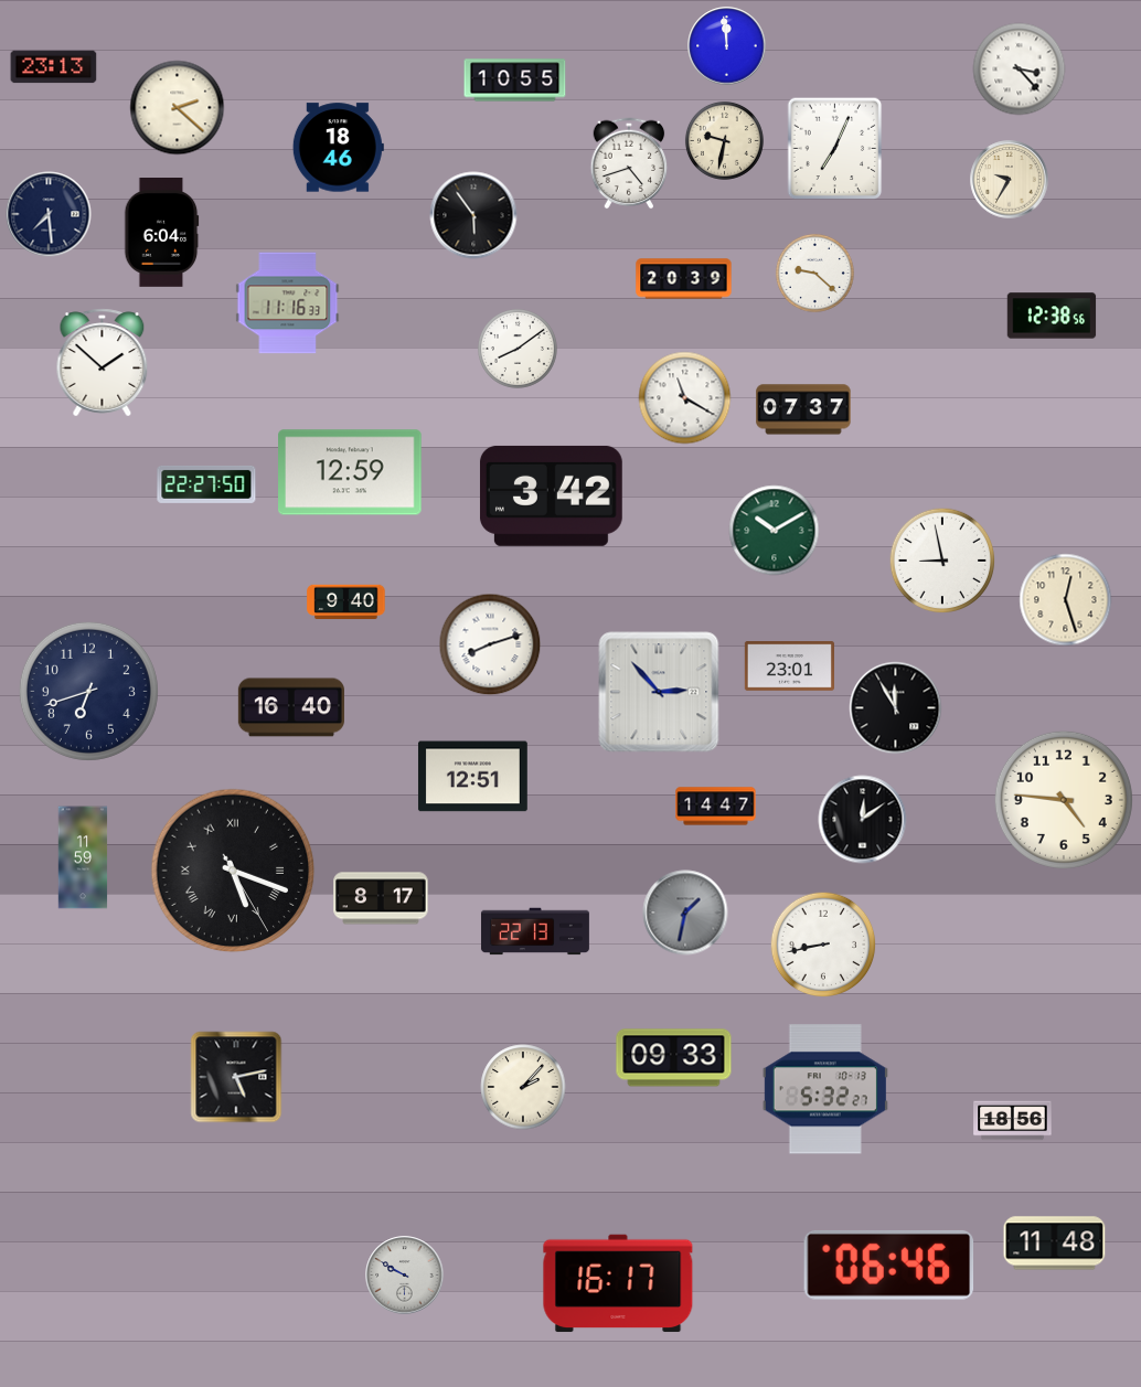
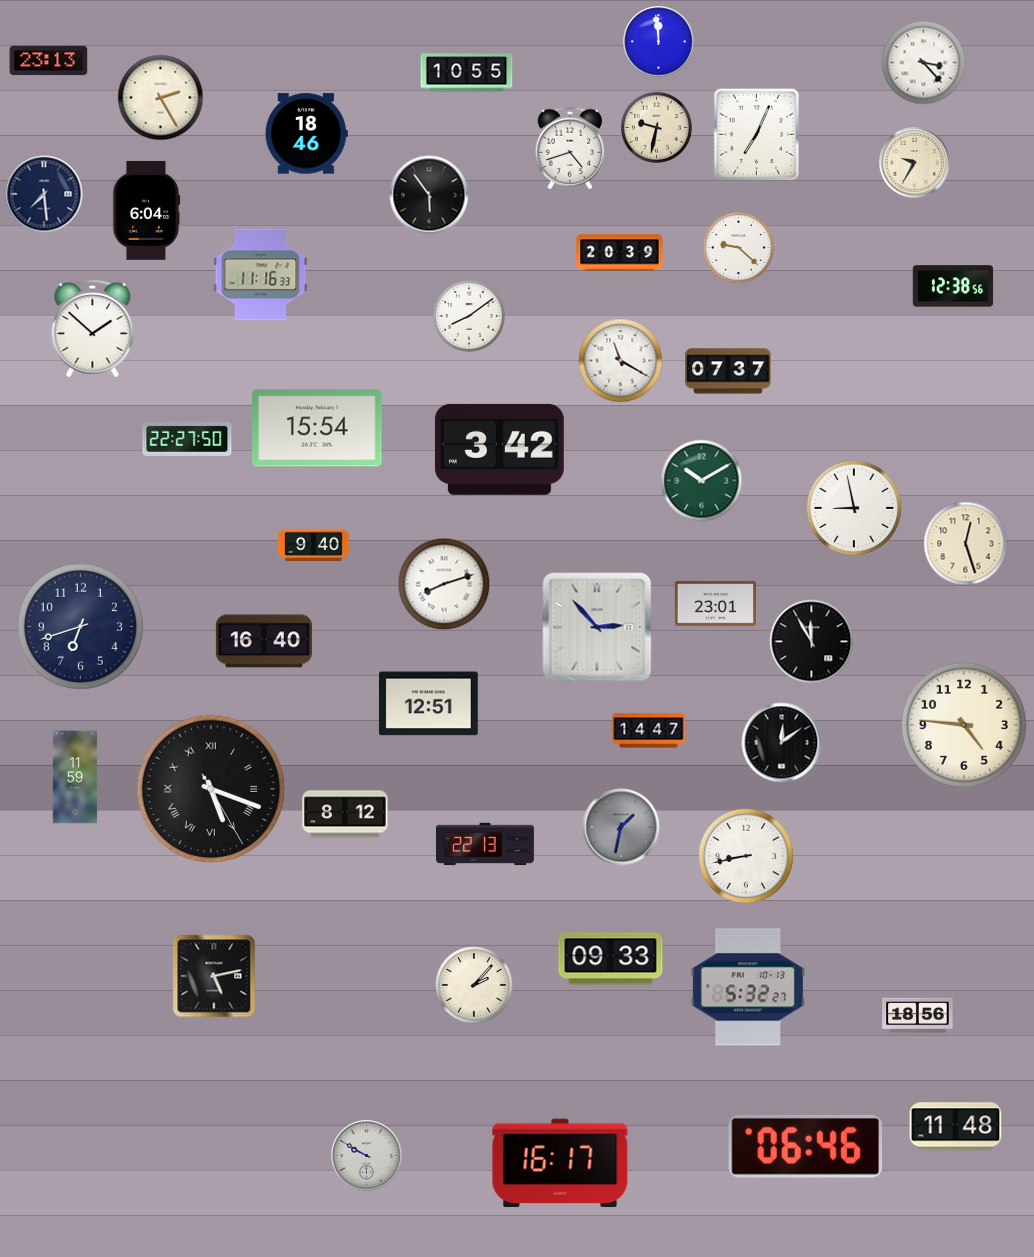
clock at (178, 108): 2:22 -> 2:25
clock at (351, 472): 12:59 -> 15:54
clock at (381, 898): 8:17 -> 8:12
